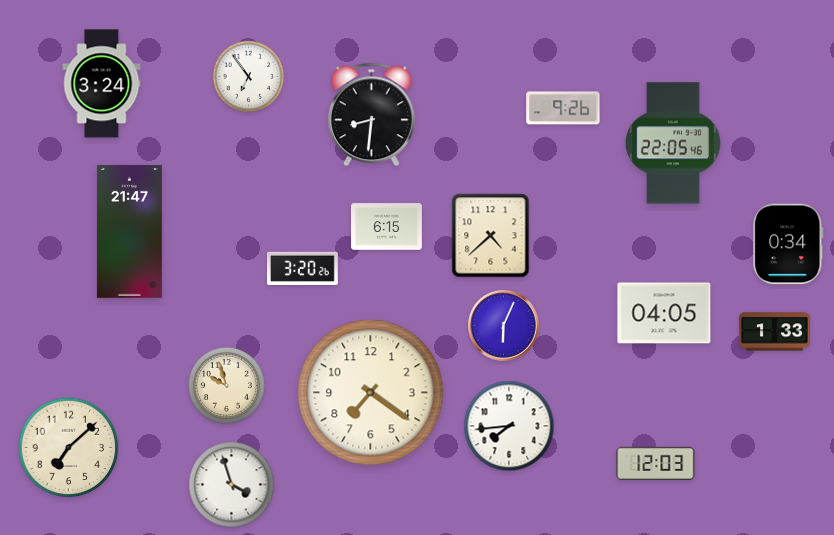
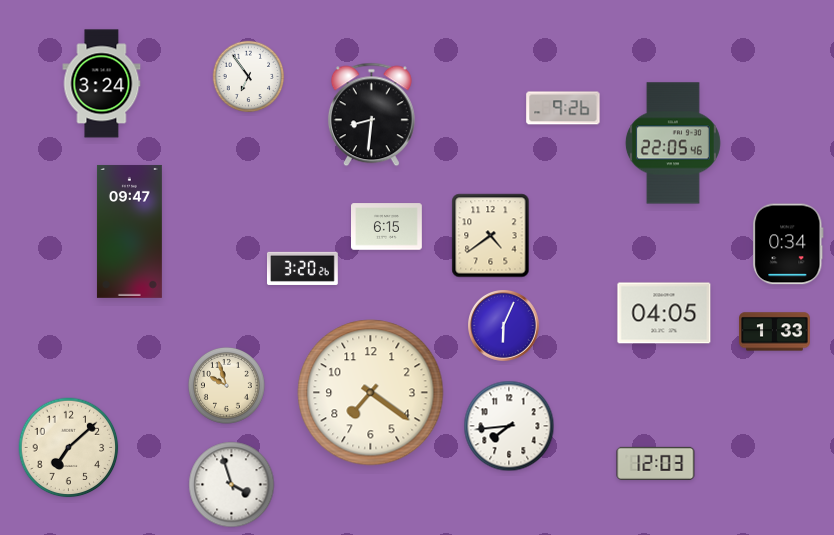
clock at (129, 231): 21:47 -> 09:47
clock at (491, 236): 4:38 -> 4:39
